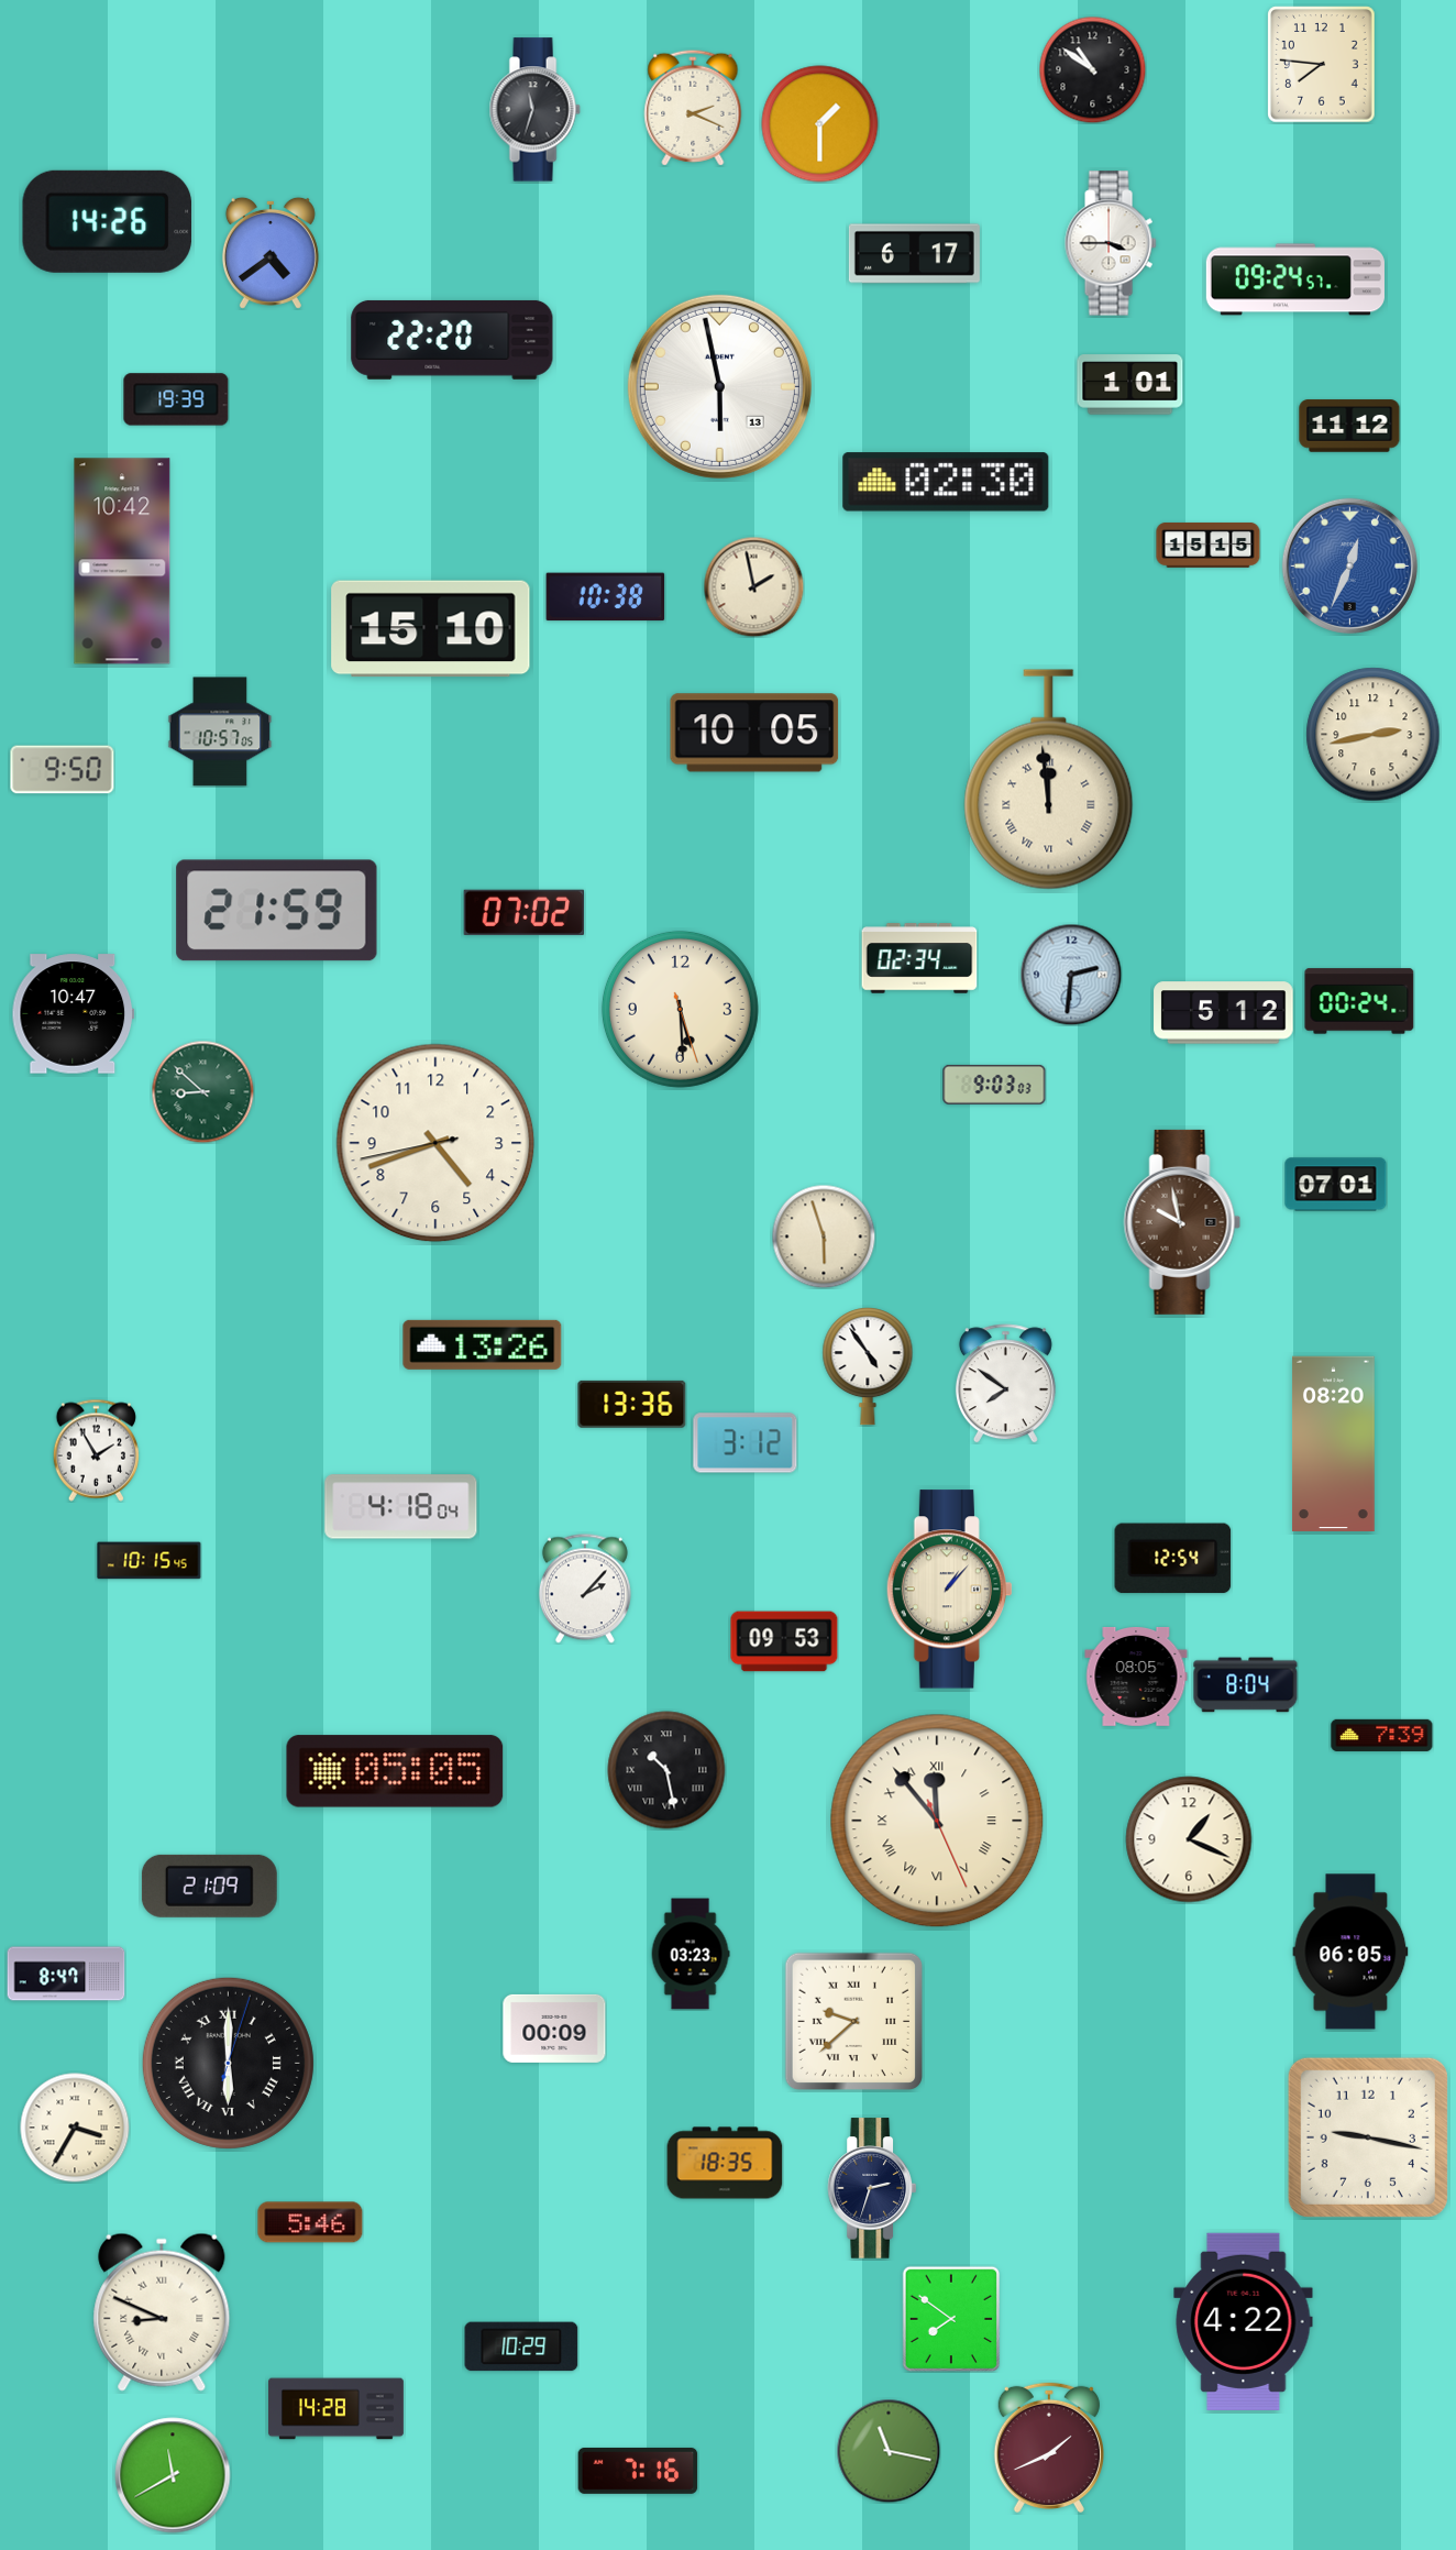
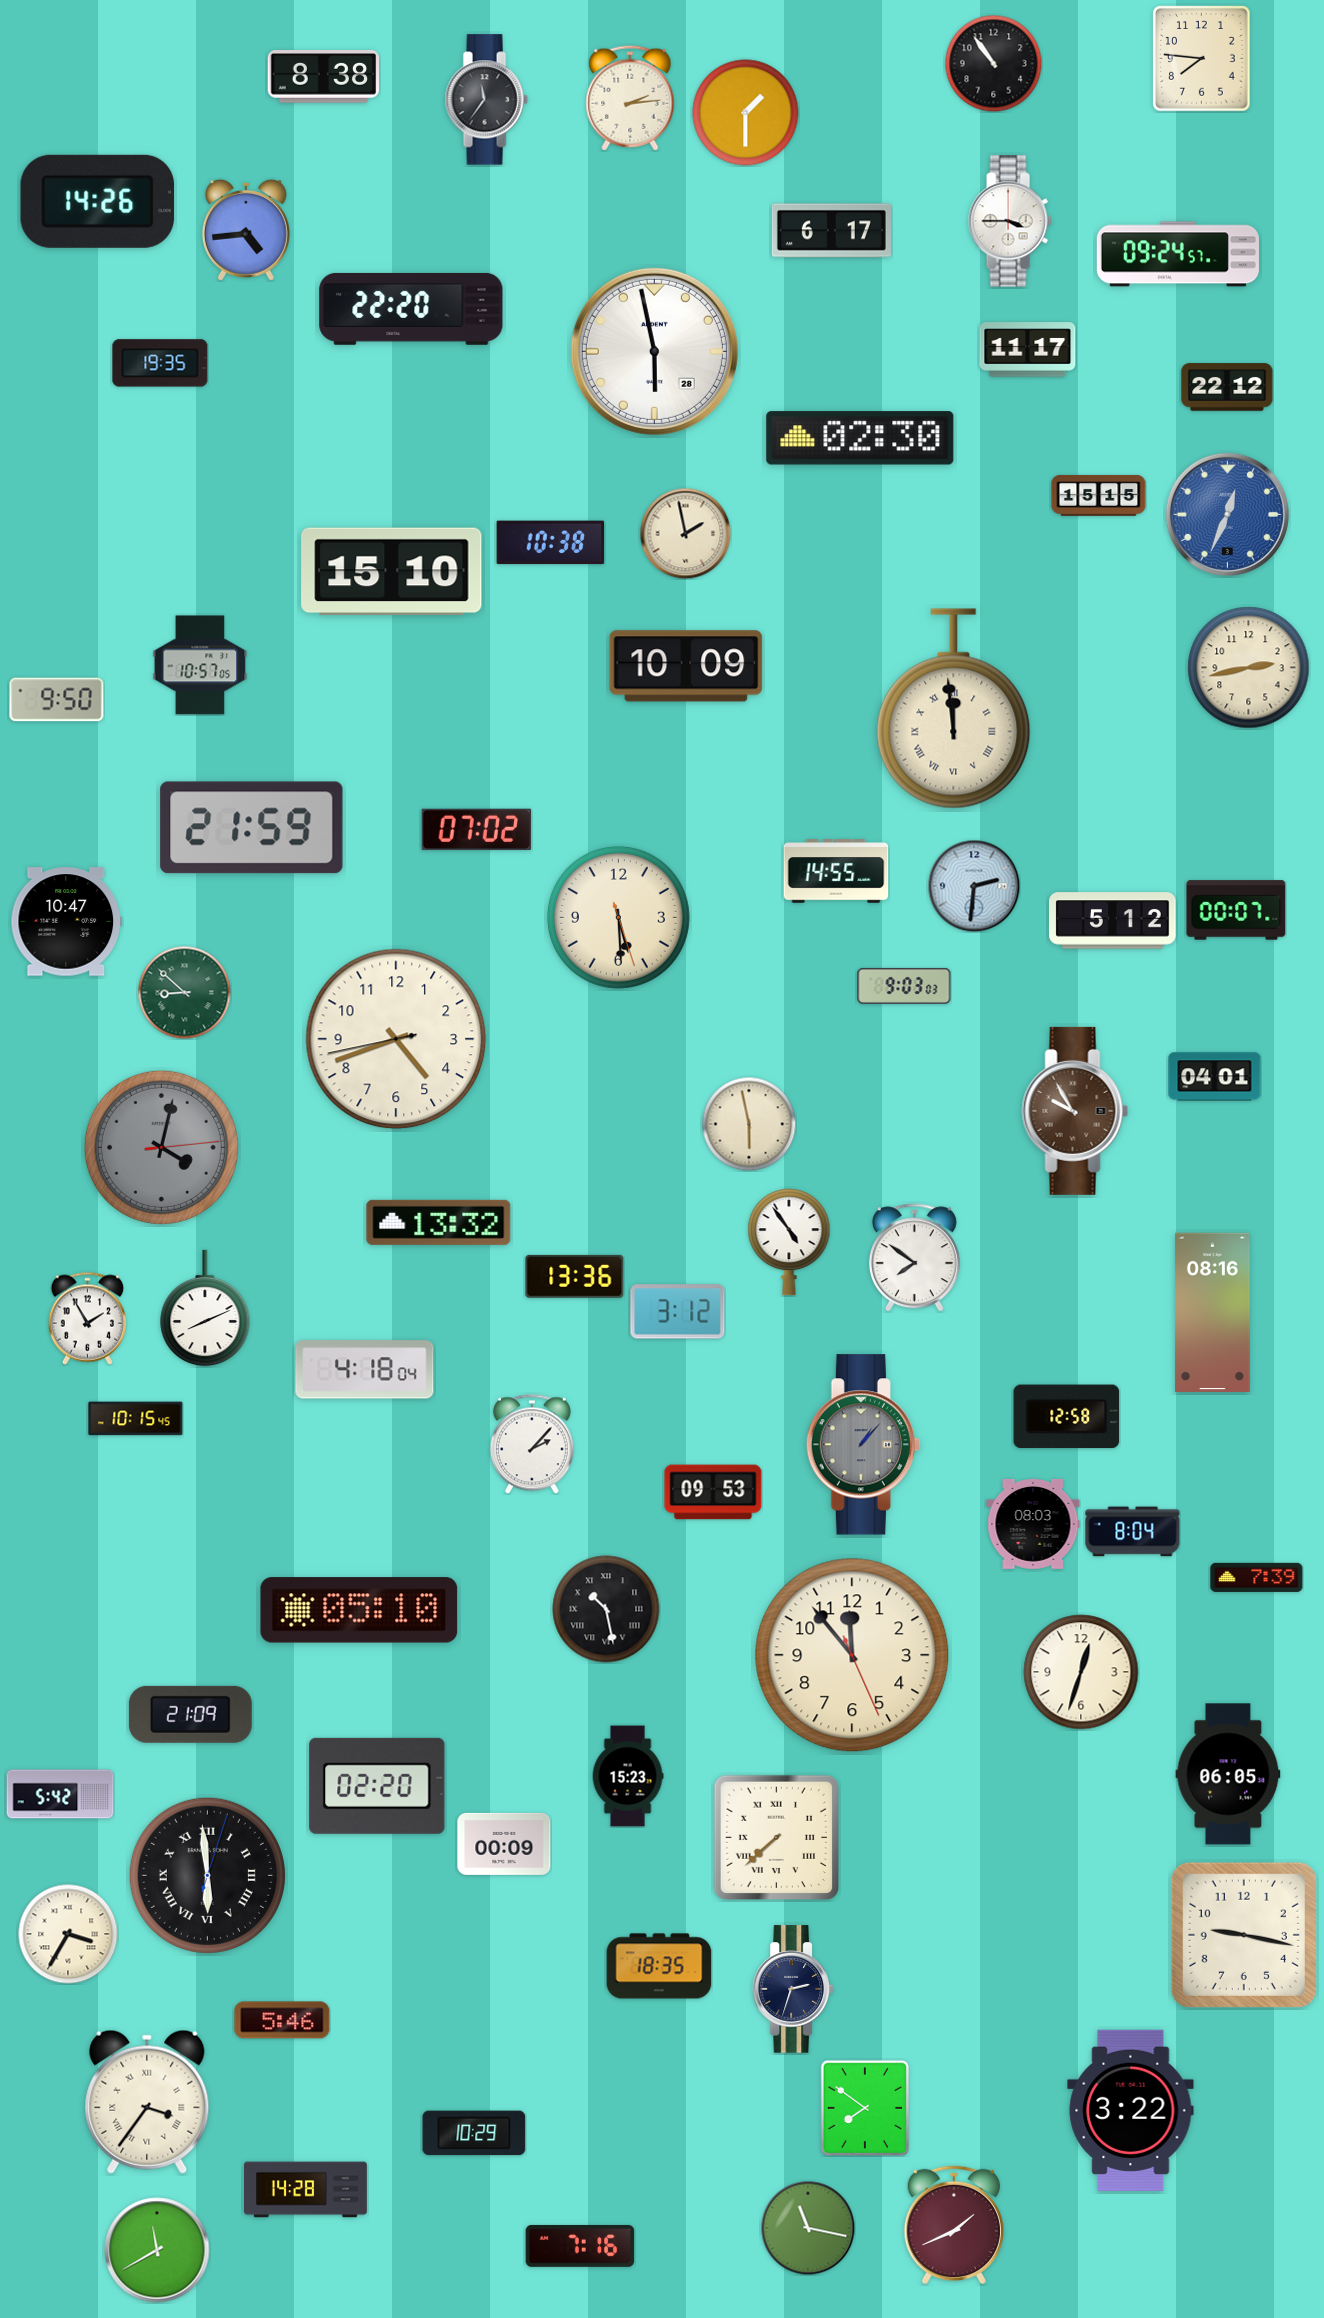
clock at (1092, 69): 10:51 -> 10:54
clock at (323, 77): none -> 8:38
clock at (693, 108): 2:19 -> 2:14
clock at (534, 110): 11:33 -> 11:36
clock at (271, 253): 4:39 -> 4:44
clock at (1130, 385): 1:01 -> 11:17
clock at (719, 386) date: 13 -> 28
clock at (176, 399): 19:39 -> 19:35
clock at (1349, 426): 11:12 -> 22:12
clock at (122, 561): 10:42 -> none
clock at (754, 733): 10:05 -> 10:09
clock at (919, 958): 02:34 -> 14:55
clock at (1359, 1001): 00:24 -> 00:07
clock at (1336, 1185): 07:01 -> 04:01
clock at (1182, 1222): 9:58 -> 9:55
clock at (824, 1236): 5:57 -> 5:58
clock at (161, 1147): none -> 4:02
clock at (483, 1344): 13:26 -> 13:32
clock at (205, 1308): none -> 8:11
clock at (1334, 1444): 08:20 -> 08:16
clock at (1173, 1559): 12:54 -> 12:58
clock at (949, 1590) dial: cream -> grey
clock at (1136, 1677): 08:05 -> 08:03
clock at (395, 1771): 05:05 -> 05:10
clock at (937, 1821) numerals: Roman -> Arabic
clock at (1189, 1839): 1:19 -> 12:33
clock at (691, 1954): 03:23 -> 15:23
clock at (377, 1786): none -> 02:20
clock at (66, 1974): 8:47 -> 5:42
clock at (853, 2021): 9:38 -> 7:38
clock at (228, 2063): 6:00 -> 5:59
clock at (1368, 2137) position: (1368, 2137) -> (1244, 1935)
clock at (162, 2312): 8:49 -> 3:36
clock at (1244, 2321): 4:22 -> 3:22
